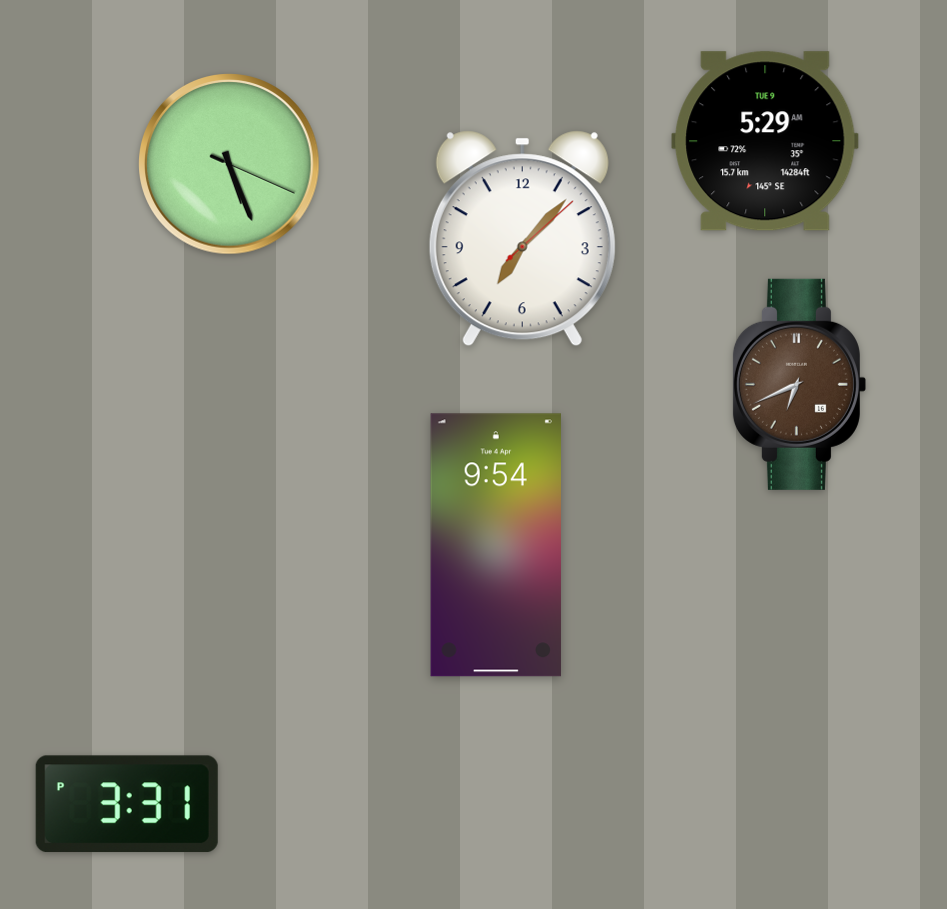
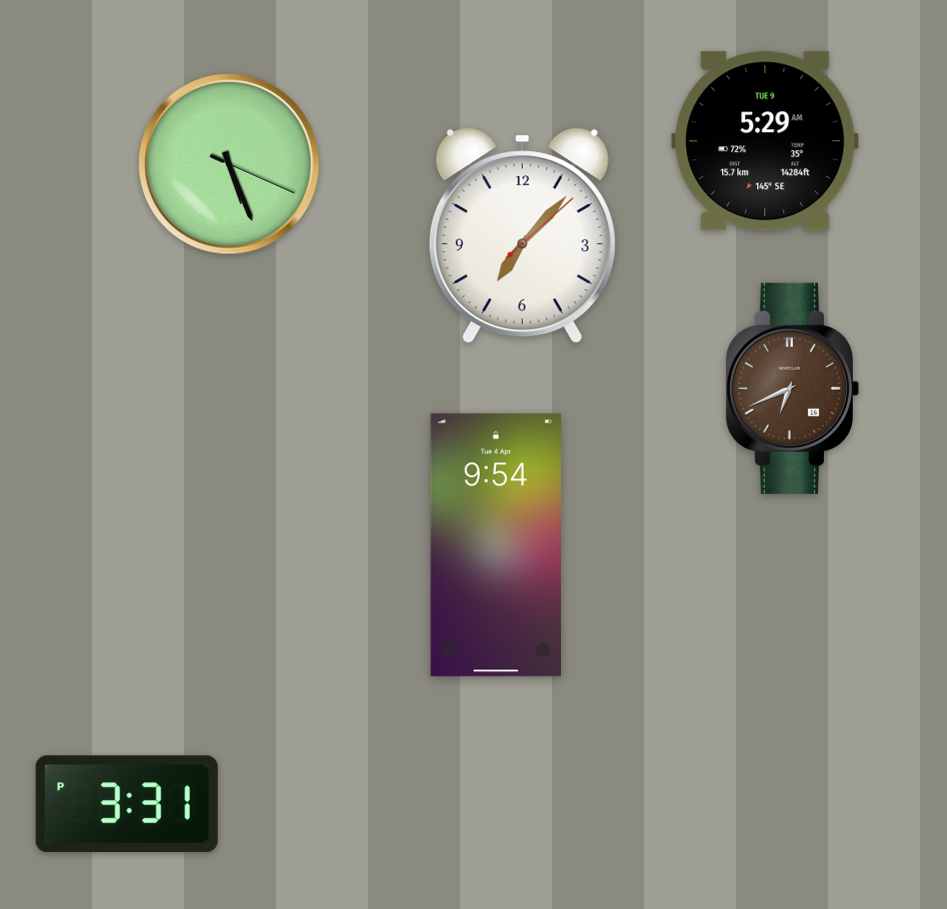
clock at (522, 239) position: (522, 239) -> (522, 236)
clock at (799, 384) position: (799, 384) -> (792, 388)
